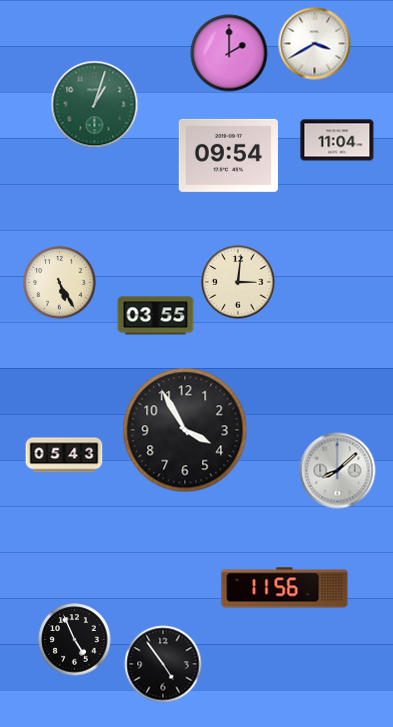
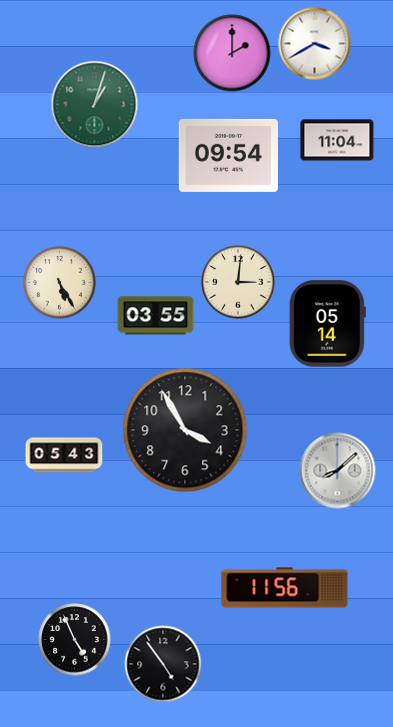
clock at (229, 53) position: (229, 53) -> (232, 53)
clock at (327, 324): none -> 05:14
